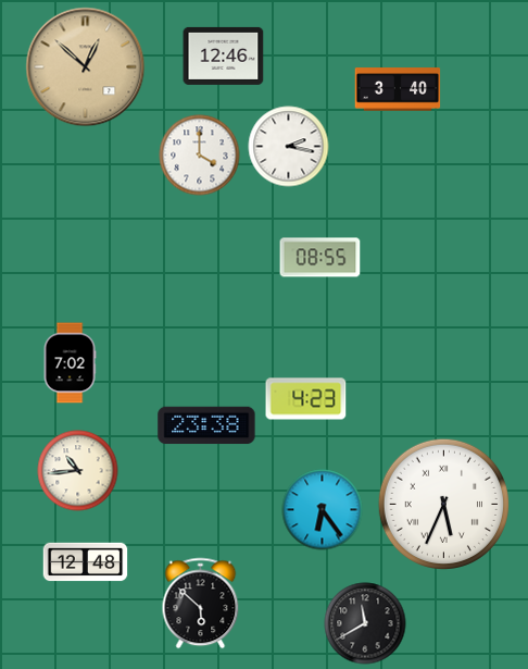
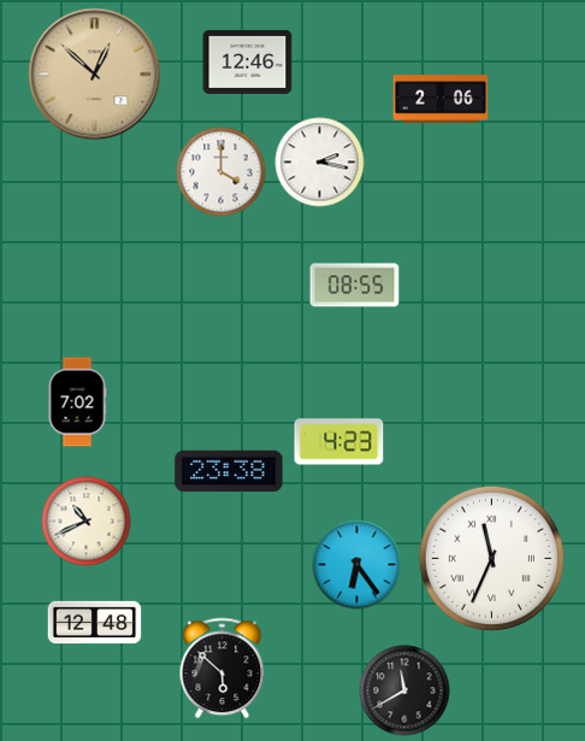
clock at (398, 89): 3:40 -> 2:06
clock at (78, 471): 10:44 -> 10:41
clock at (443, 504): 5:34 -> 11:34
